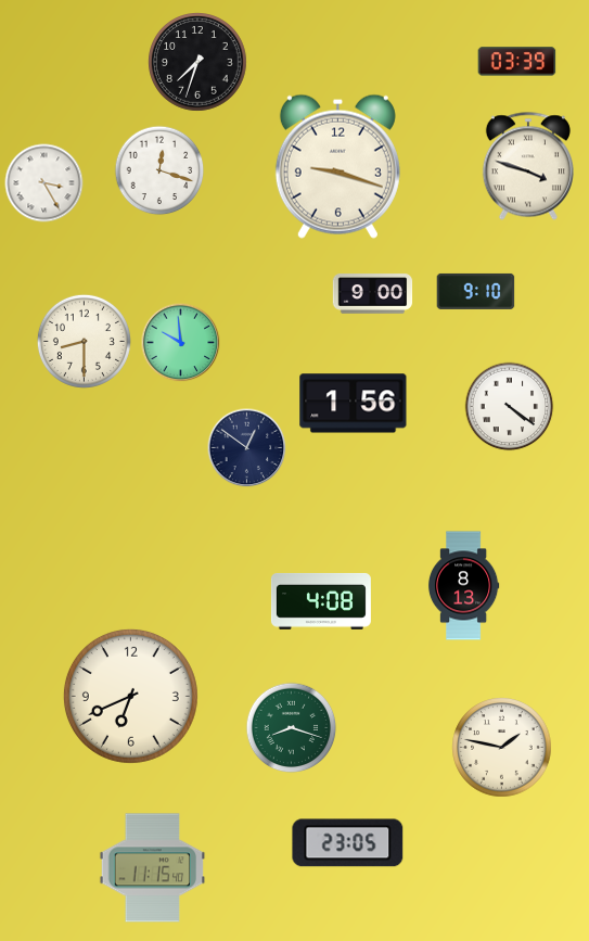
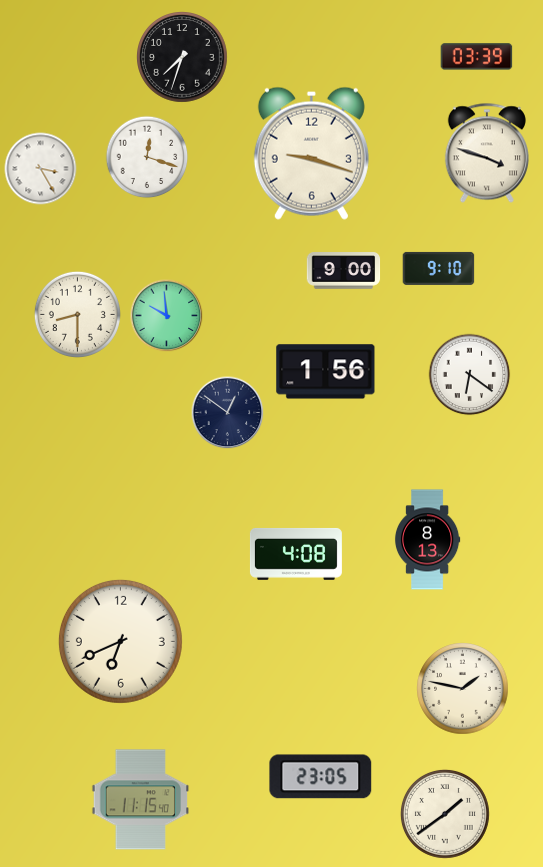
clock at (510, 407): 4:21 -> 6:21
clock at (292, 728): 8:18 -> none
clock at (445, 814): none -> 1:39
